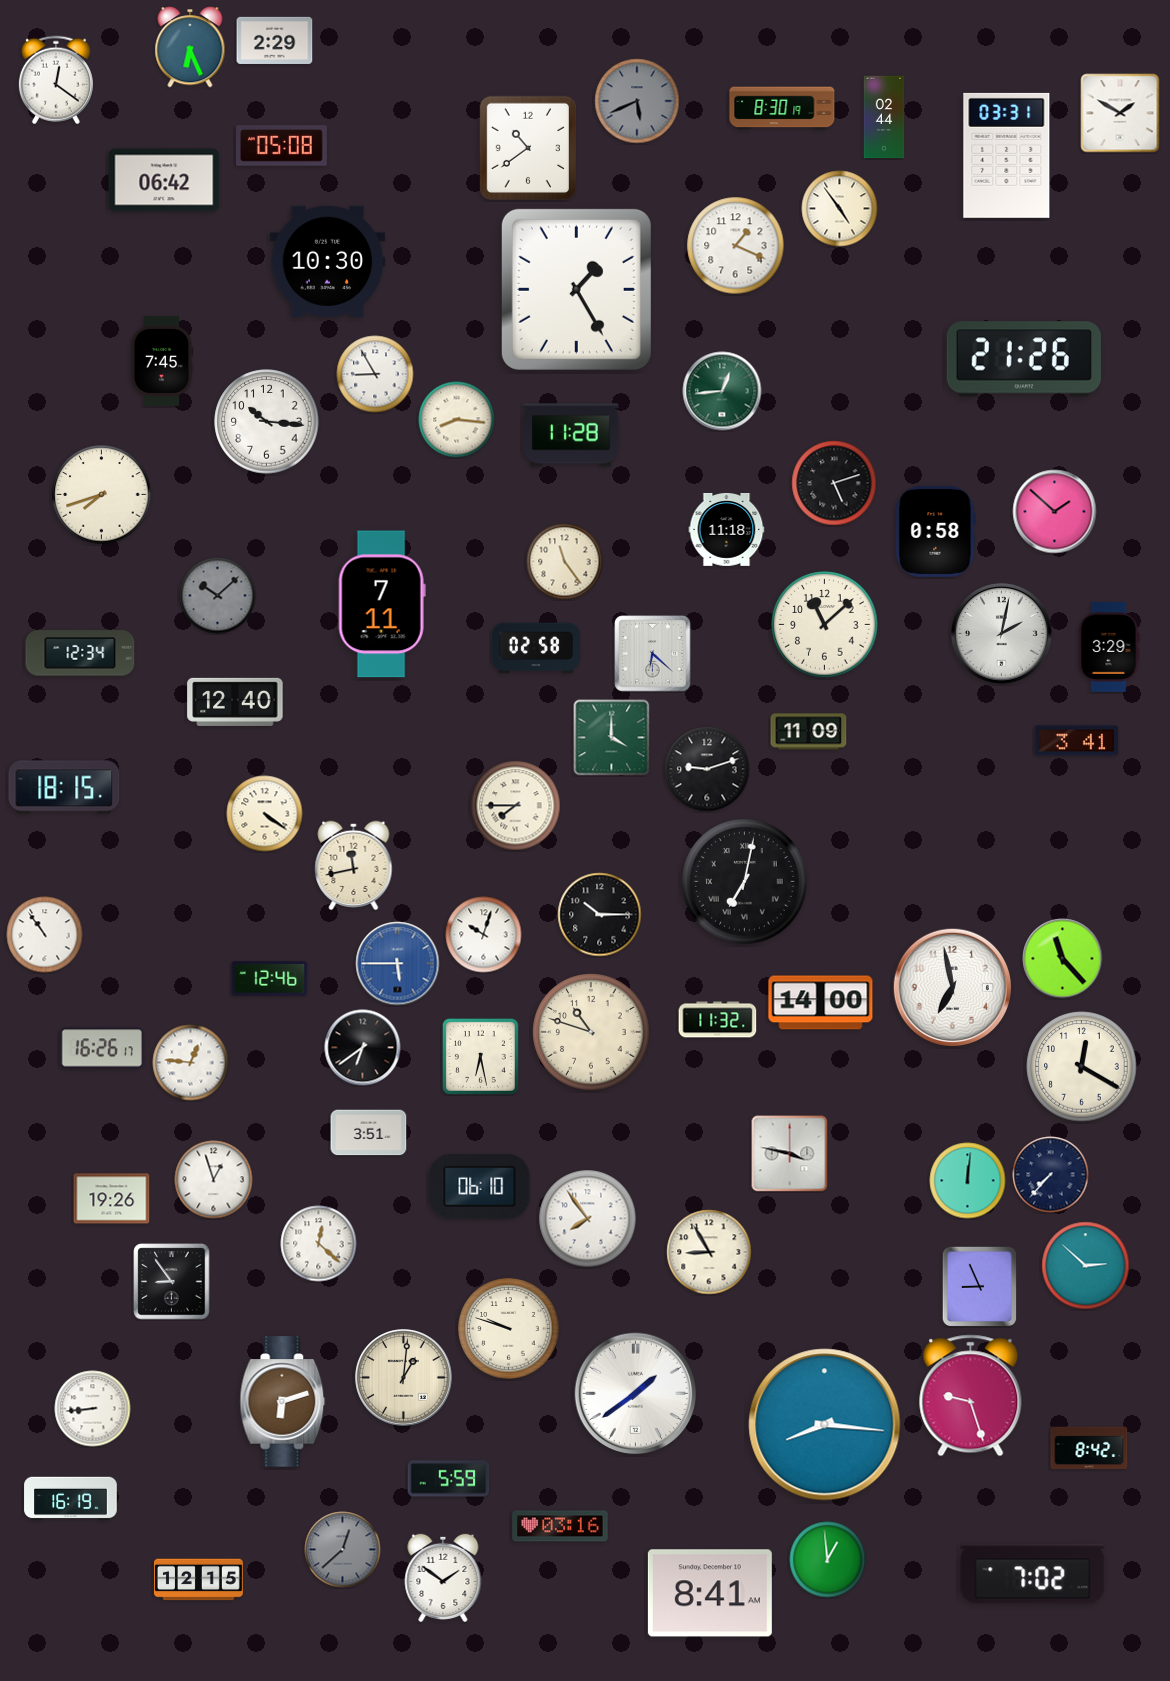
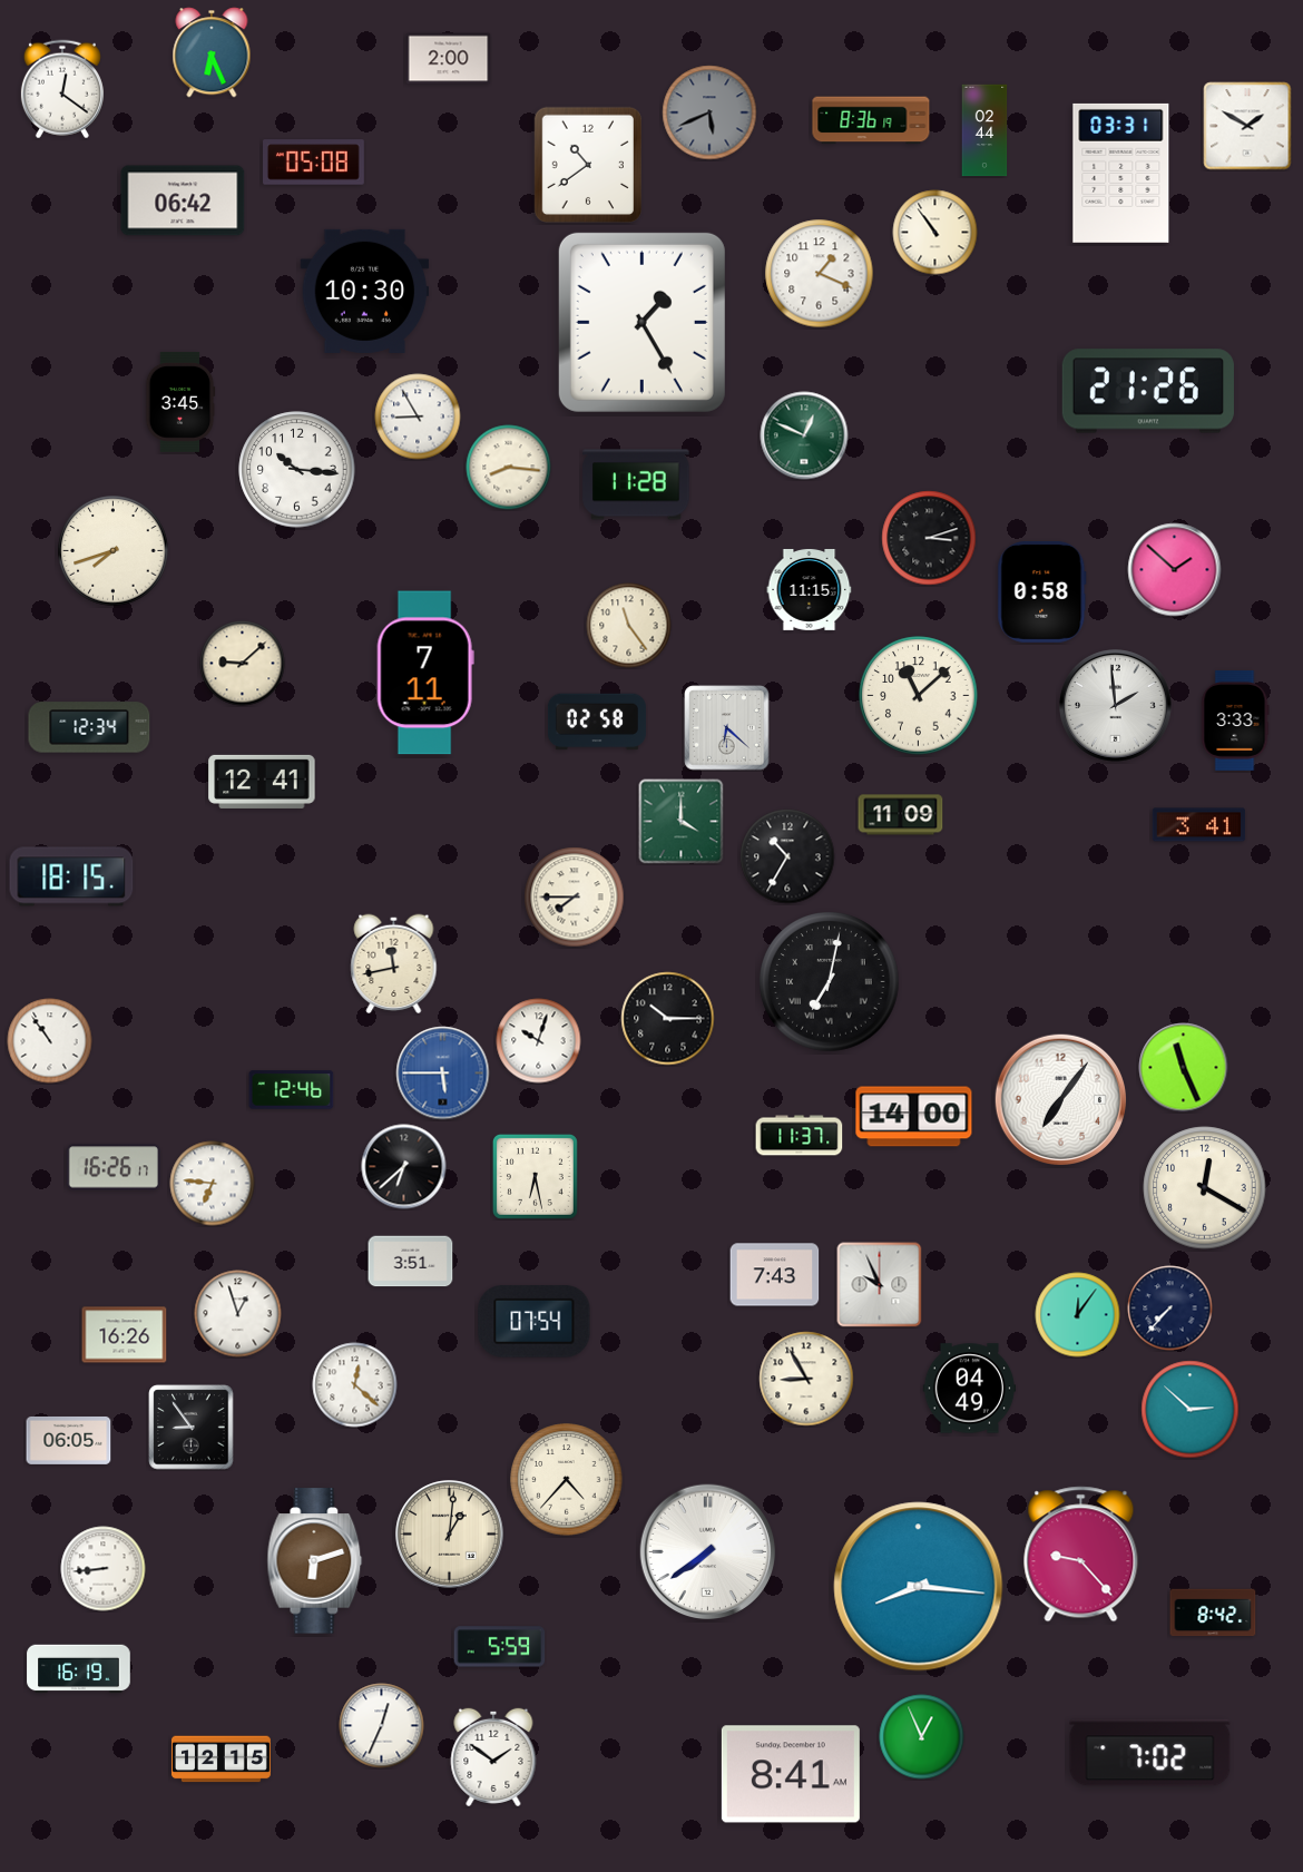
clock at (275, 40): 2:29 -> none
clock at (449, 59): none -> 2:00
clock at (782, 108): 8:30 -> 8:36
clock at (840, 209): 4:54 -> 10:54
clock at (1024, 359) position: (1024, 359) -> (1148, 391)
clock at (162, 361): 7:45 -> 3:45
clock at (722, 391): 12:44 -> 12:49
clock at (834, 483): 5:12 -> 3:12
clock at (727, 529): 11:18 -> 11:15
clock at (218, 596): 10:08 -> 9:08
clock at (218, 596) dial: grey -> cream
clock at (1002, 634): 2:02 -> 1:59
clock at (1109, 647): 3:29 -> 3:33
clock at (235, 702): 12:40 -> 12:41
clock at (707, 769): 9:12 -> 10:35
clock at (265, 814): 4:21 -> none
clock at (1063, 959): 11:23 -> 11:26
clock at (270, 979) position: (270, 979) -> (292, 1090)
clock at (952, 987): 6:58 -> 7:06
clock at (718, 1020): 11:32 -> 11:37
clock at (591, 1032): 10:48 -> none
clock at (363, 1048): 6:39 -> 6:38
clock at (191, 1063): 12:46 -> 6:46
clock at (775, 1275): none -> 7:43
clock at (790, 1154): 3:47 -> 9:56
clock at (968, 1181): 12:01 -> 12:06
clock at (480, 1187): 06:10 -> 07:54
clock at (112, 1199): 19:26 -> 16:26
clock at (588, 1219): 7:54 -> none
clock at (970, 1389): none -> 04:49
clock at (709, 1252) position: (709, 1252) -> (806, 1379)
clock at (1086, 1266) position: (1086, 1266) -> (1191, 1410)
clock at (980, 1286): 8:56 -> none
clock at (69, 1440): none -> 06:05
clock at (509, 1329): 9:48 -> 4:37
clock at (636, 1394): 1:39 -> 7:39
clock at (971, 1396): 9:27 -> 9:23
clock at (560, 1526): 03:16 -> none
clock at (343, 1550): 12:38 -> 12:34
clock at (343, 1550) dial: grey -> white
clock at (828, 1560): 12:59 -> 12:56
